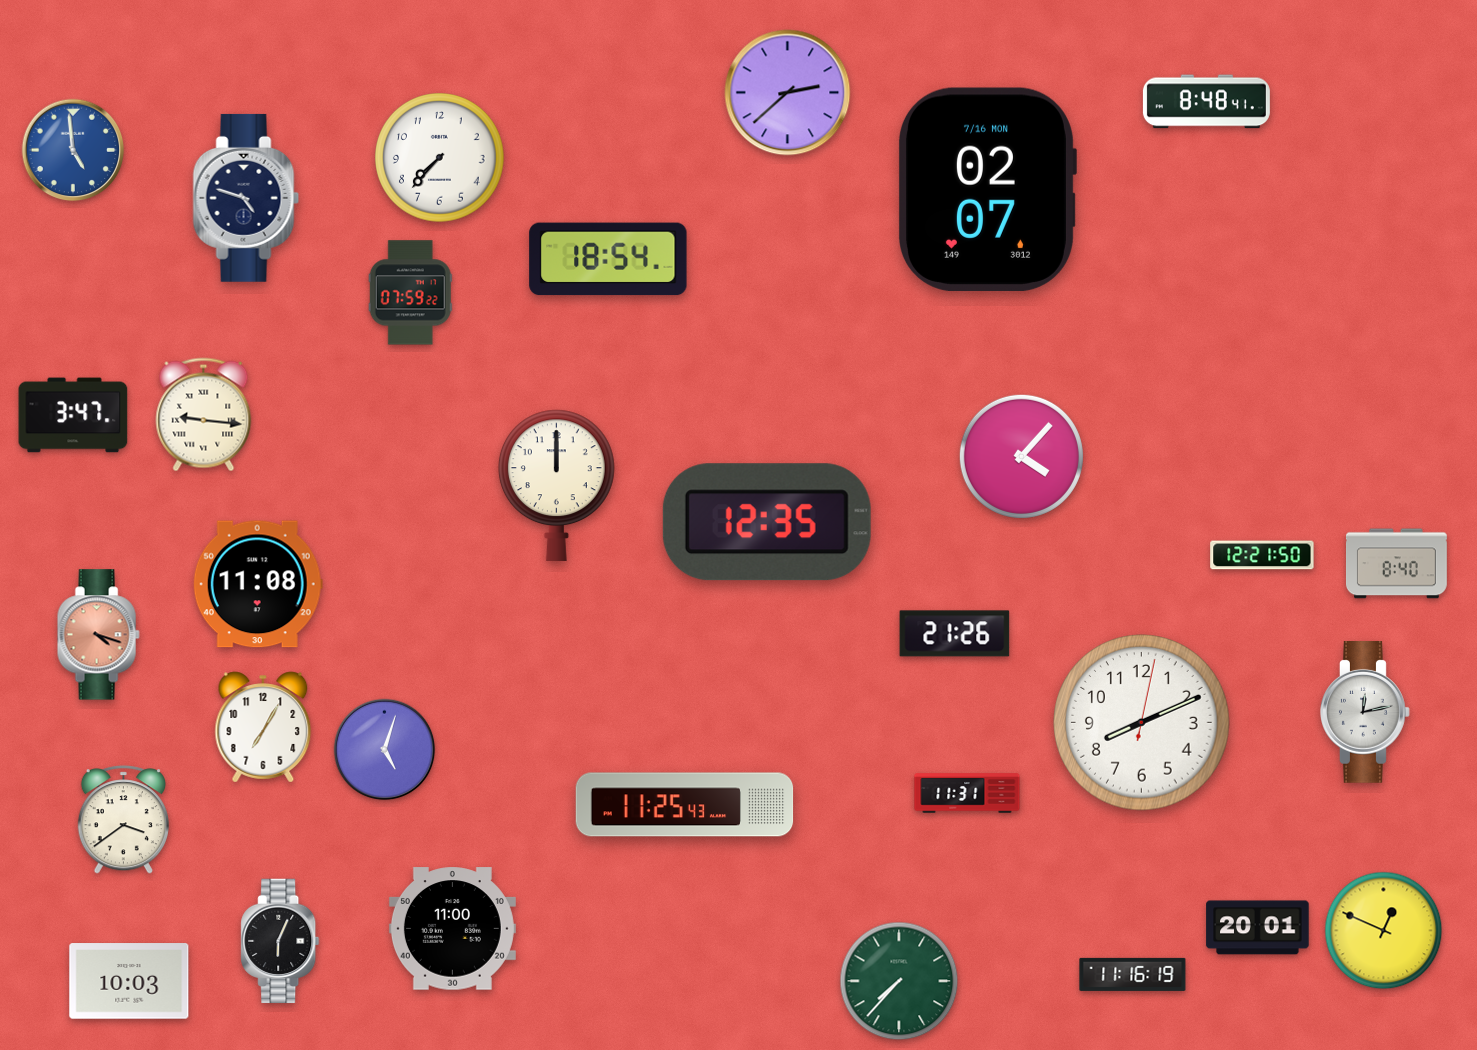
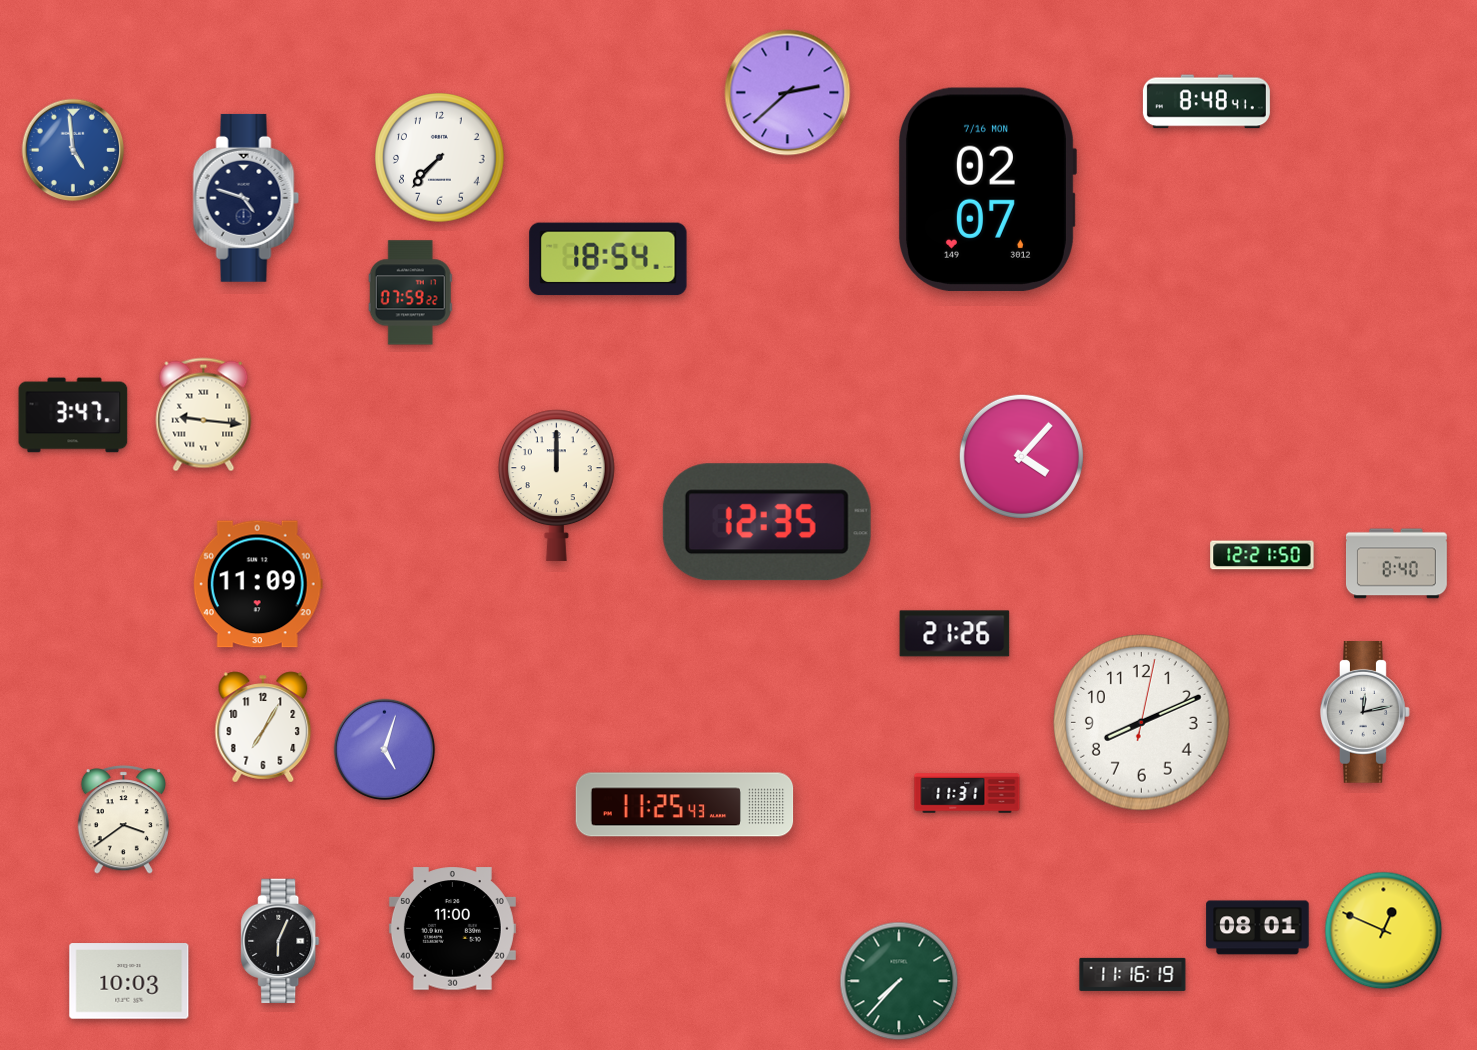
clock at (258, 584): 11:08 -> 11:09
clock at (98, 635): 4:18 -> none
clock at (1258, 928): 20:01 -> 08:01
